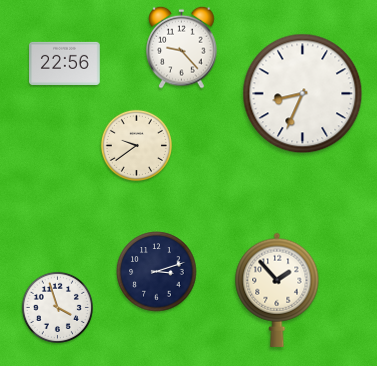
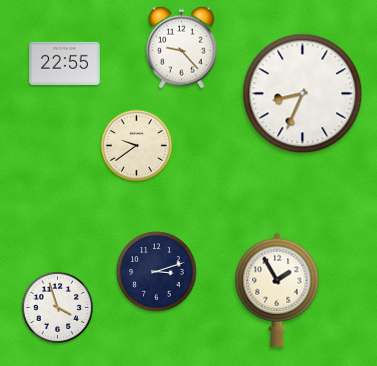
clock at (65, 63): 22:56 -> 22:55
clock at (277, 290): 1:53 -> 1:55
